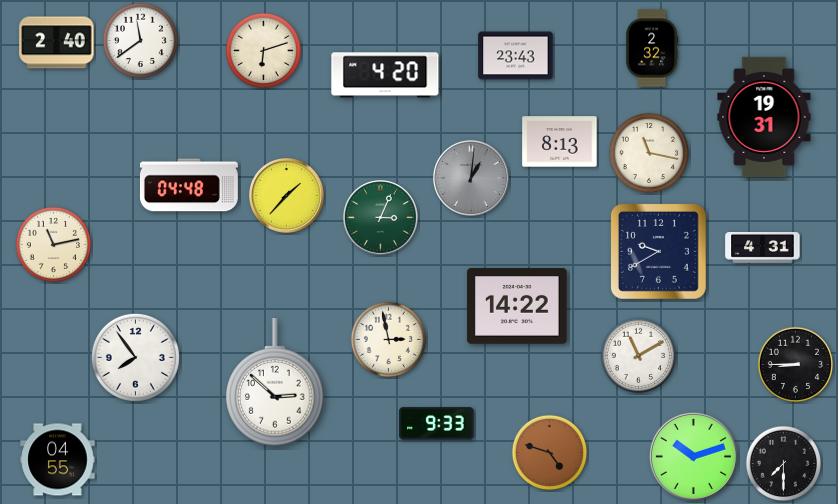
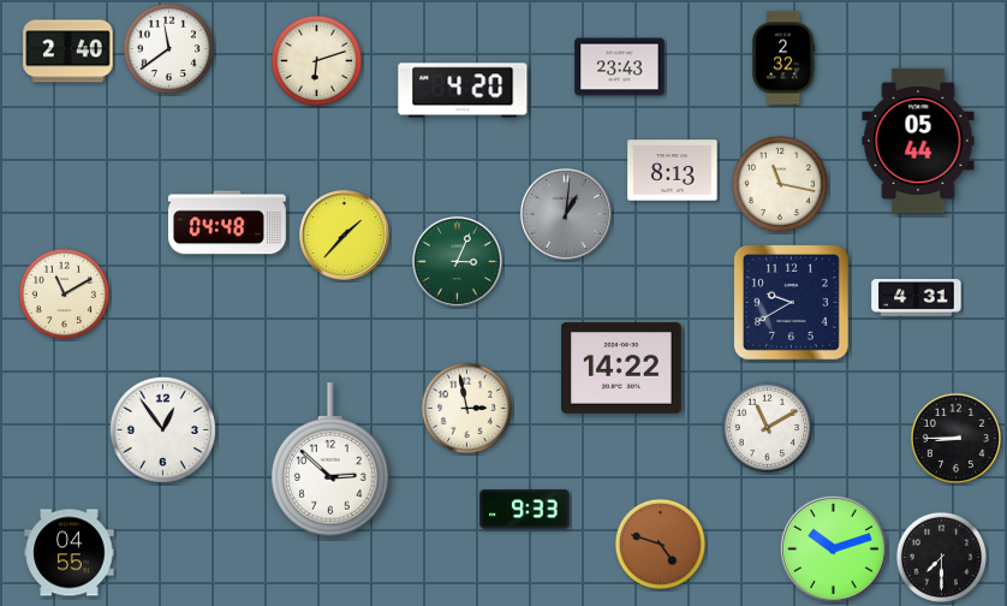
clock at (764, 116): 19:31 -> 05:44
clock at (53, 244): 11:13 -> 11:10
clock at (135, 357): 7:54 -> 12:54
